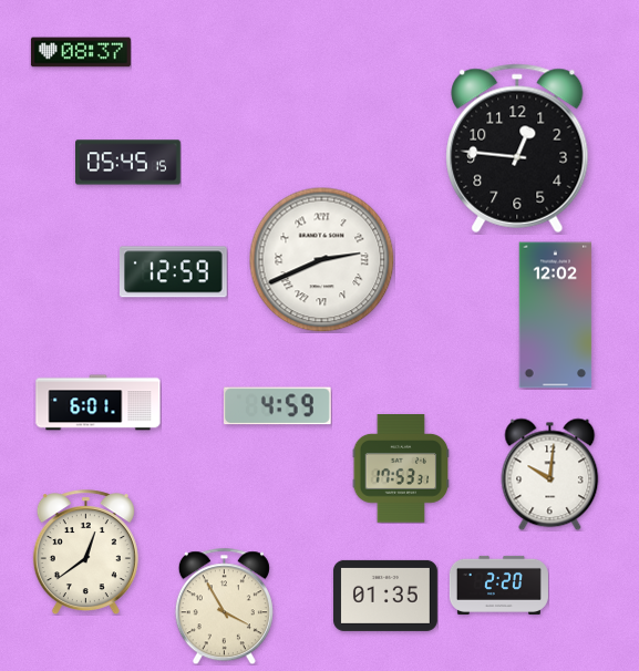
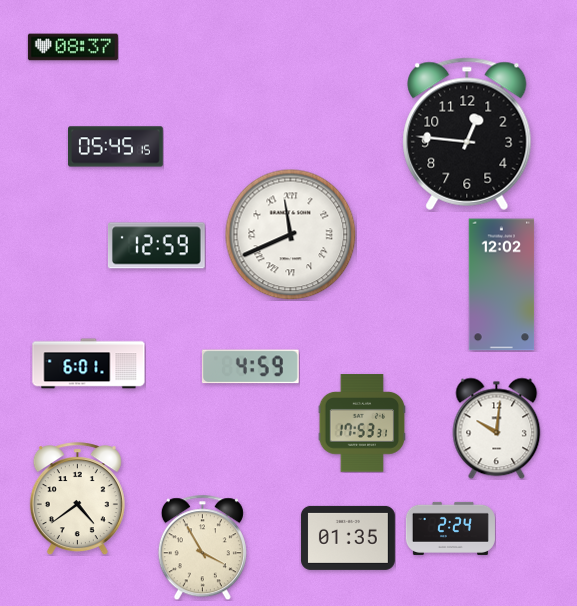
clock at (322, 260): 2:41 -> 11:41
clock at (85, 553): 12:39 -> 4:39
clock at (498, 585): 2:20 -> 2:24
